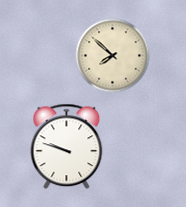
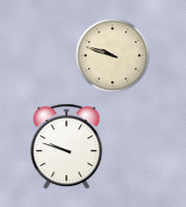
clock at (113, 56): 7:52 -> 9:48
